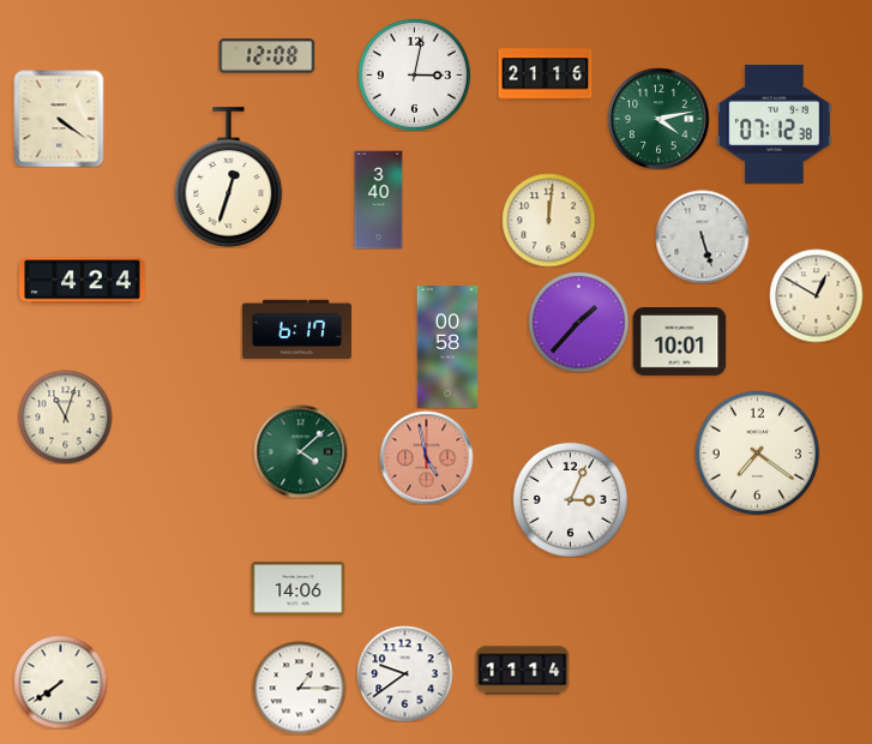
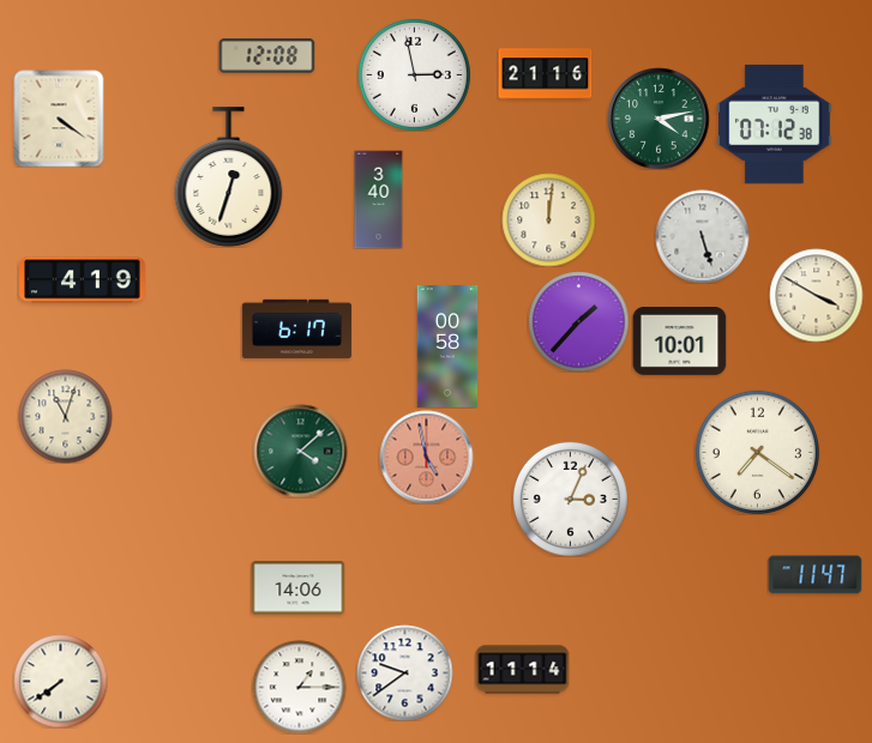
clock at (414, 74): 3:02 -> 2:58
clock at (83, 281): 4:24 -> 4:19
clock at (816, 295): 12:50 -> 3:50
clock at (814, 575): none -> 11:47
